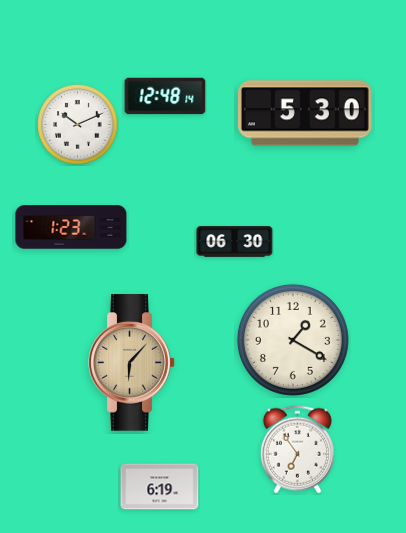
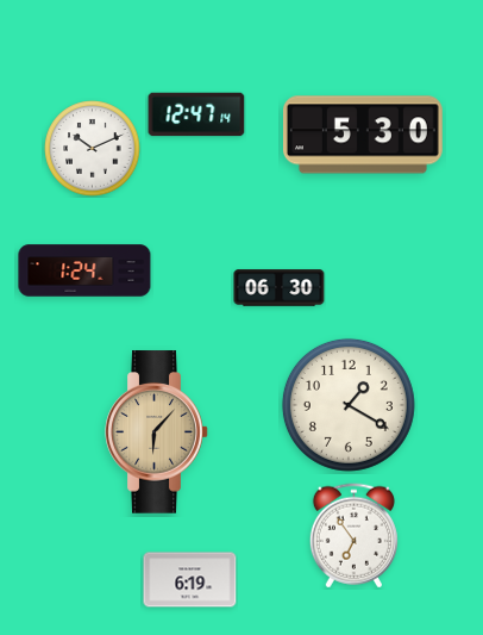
clock at (165, 96): 12:48 -> 12:47
clock at (71, 227): 1:23 -> 1:24
